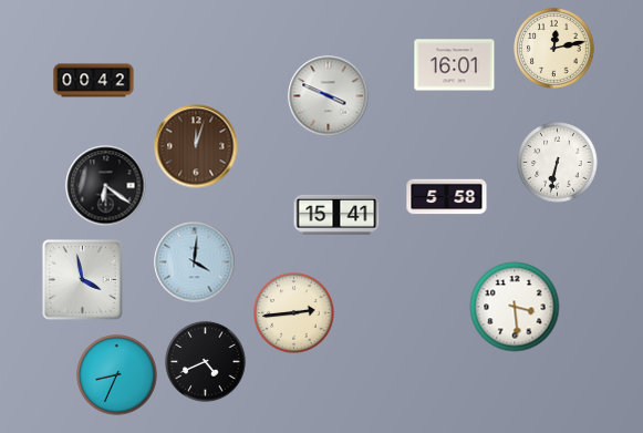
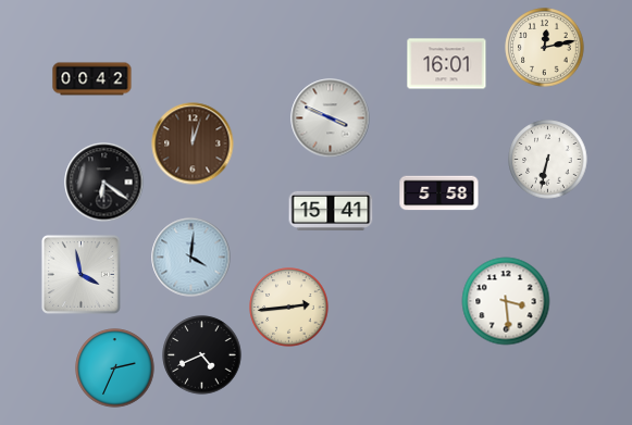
clock at (329, 96) position: (329, 96) -> (331, 118)
clock at (117, 375): 8:34 -> 2:34
